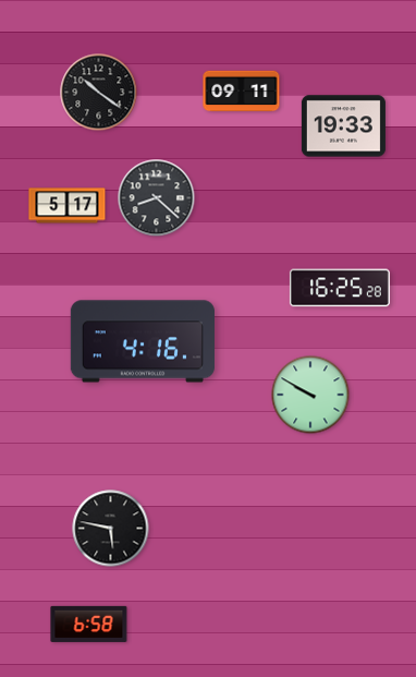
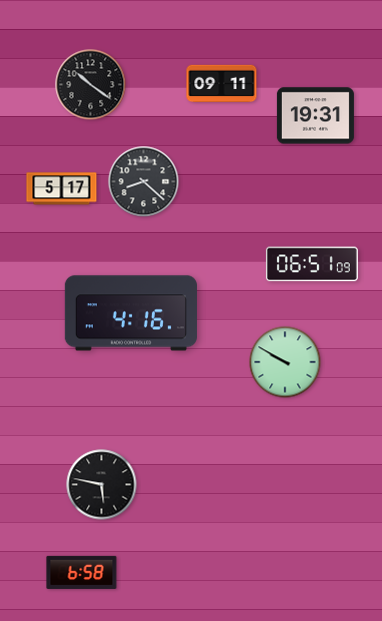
clock at (343, 126): 19:33 -> 19:31
clock at (340, 288): 16:25 -> 06:51
